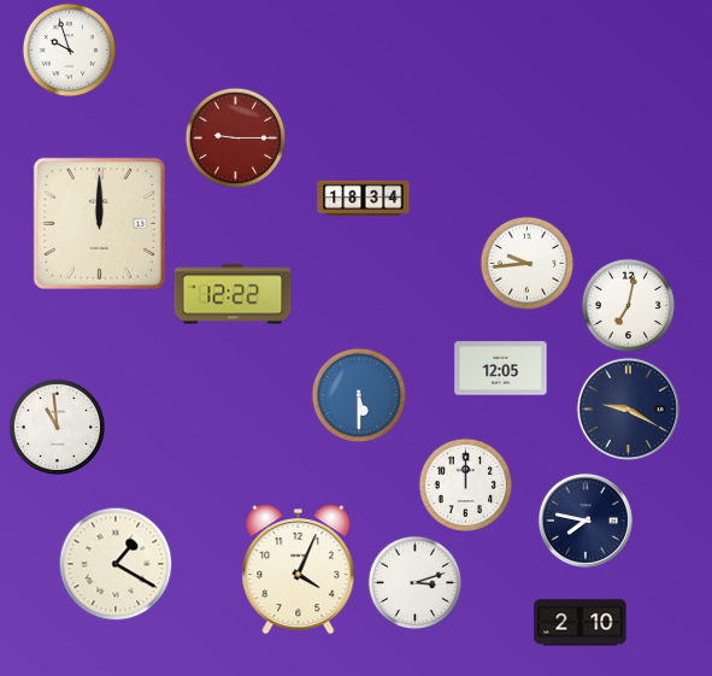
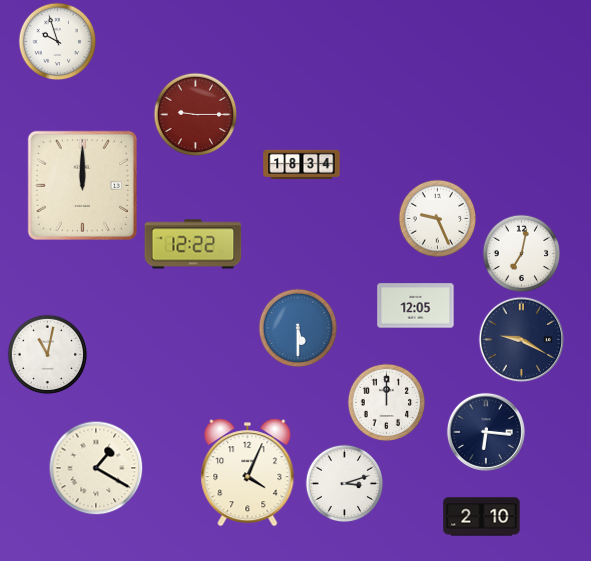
clock at (526, 263): 9:44 -> 9:26
clock at (57, 427): 10:59 -> 11:02
clock at (586, 521): 7:47 -> 6:16
